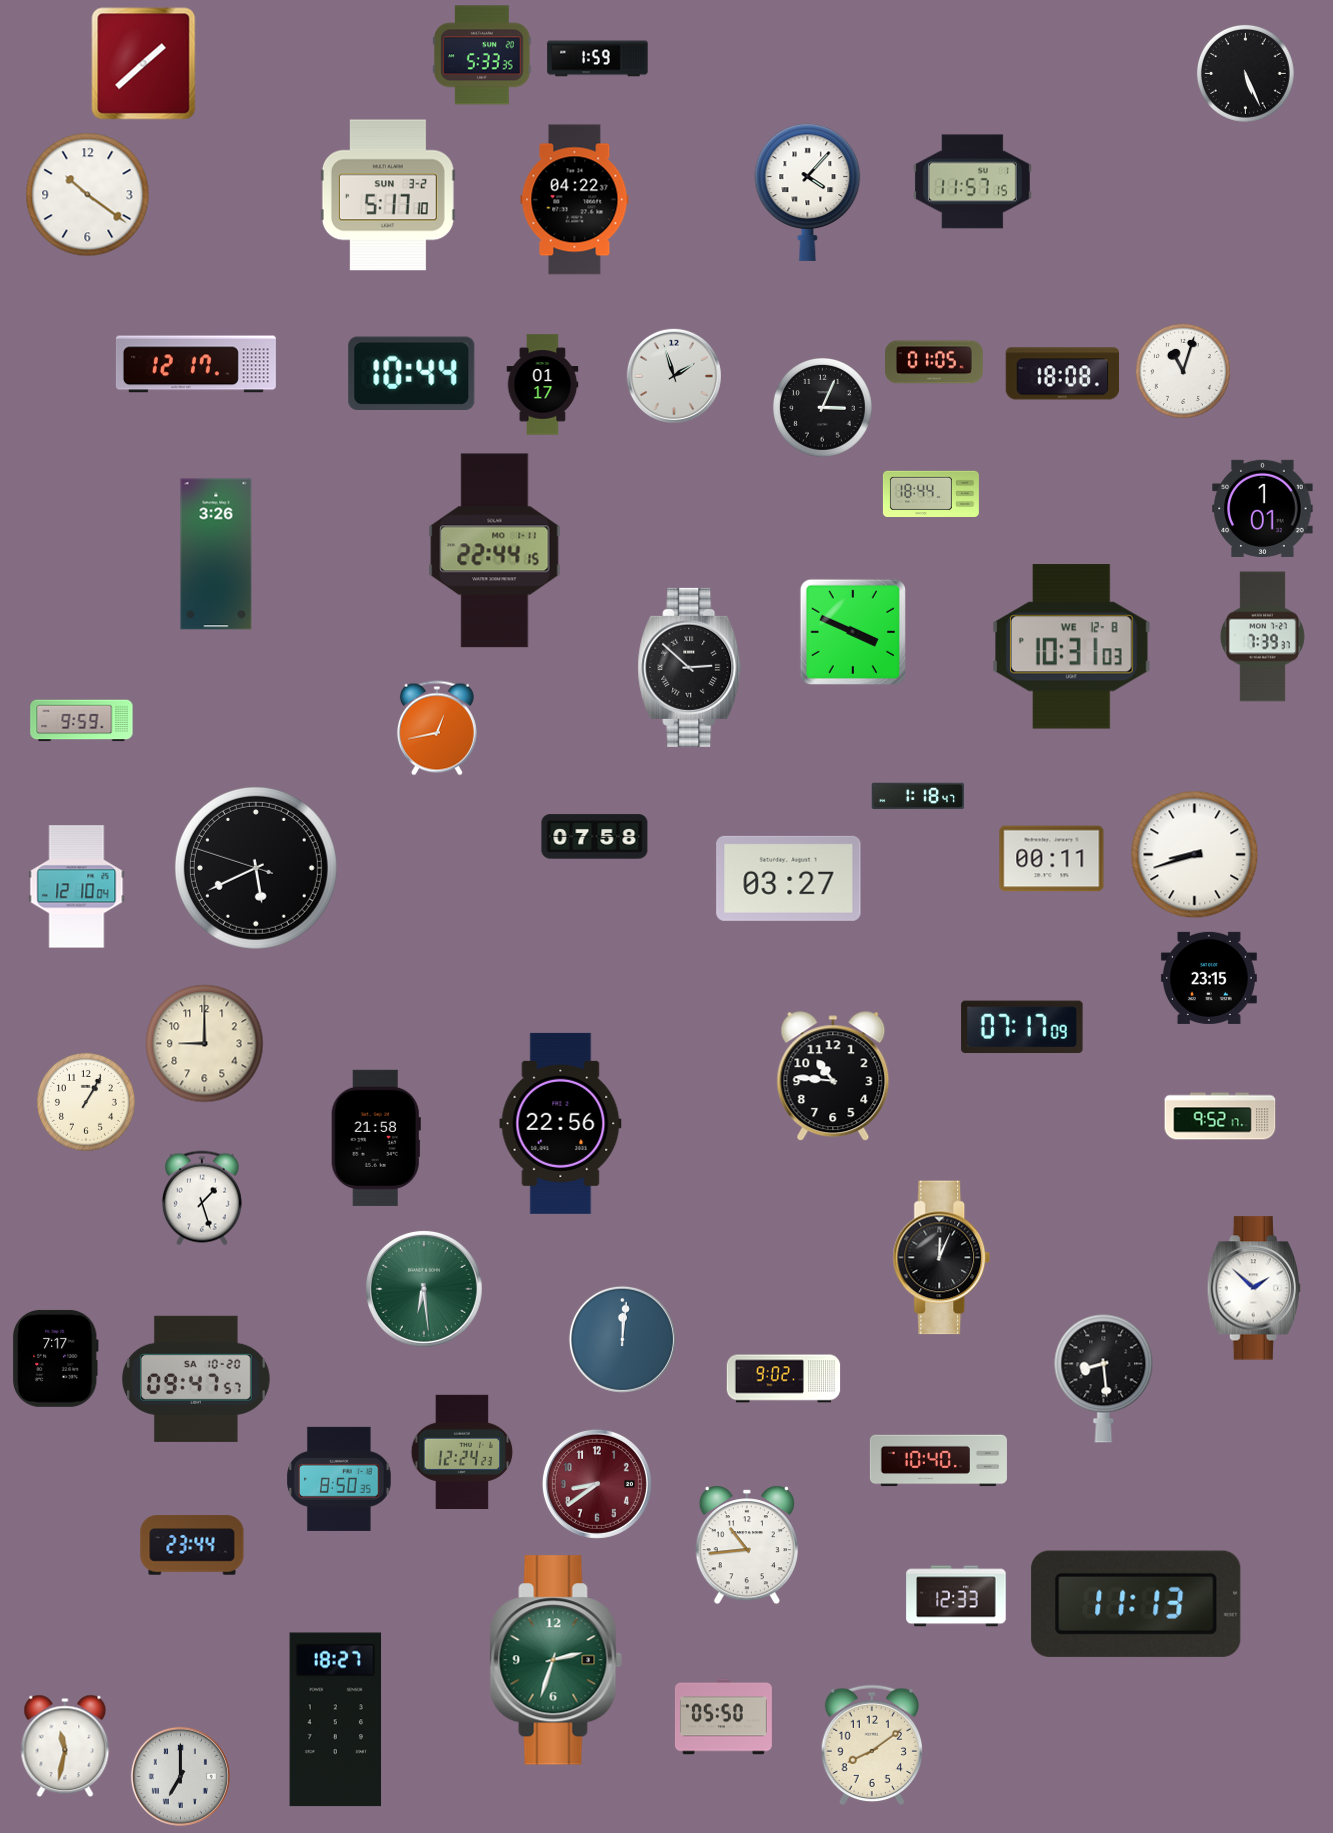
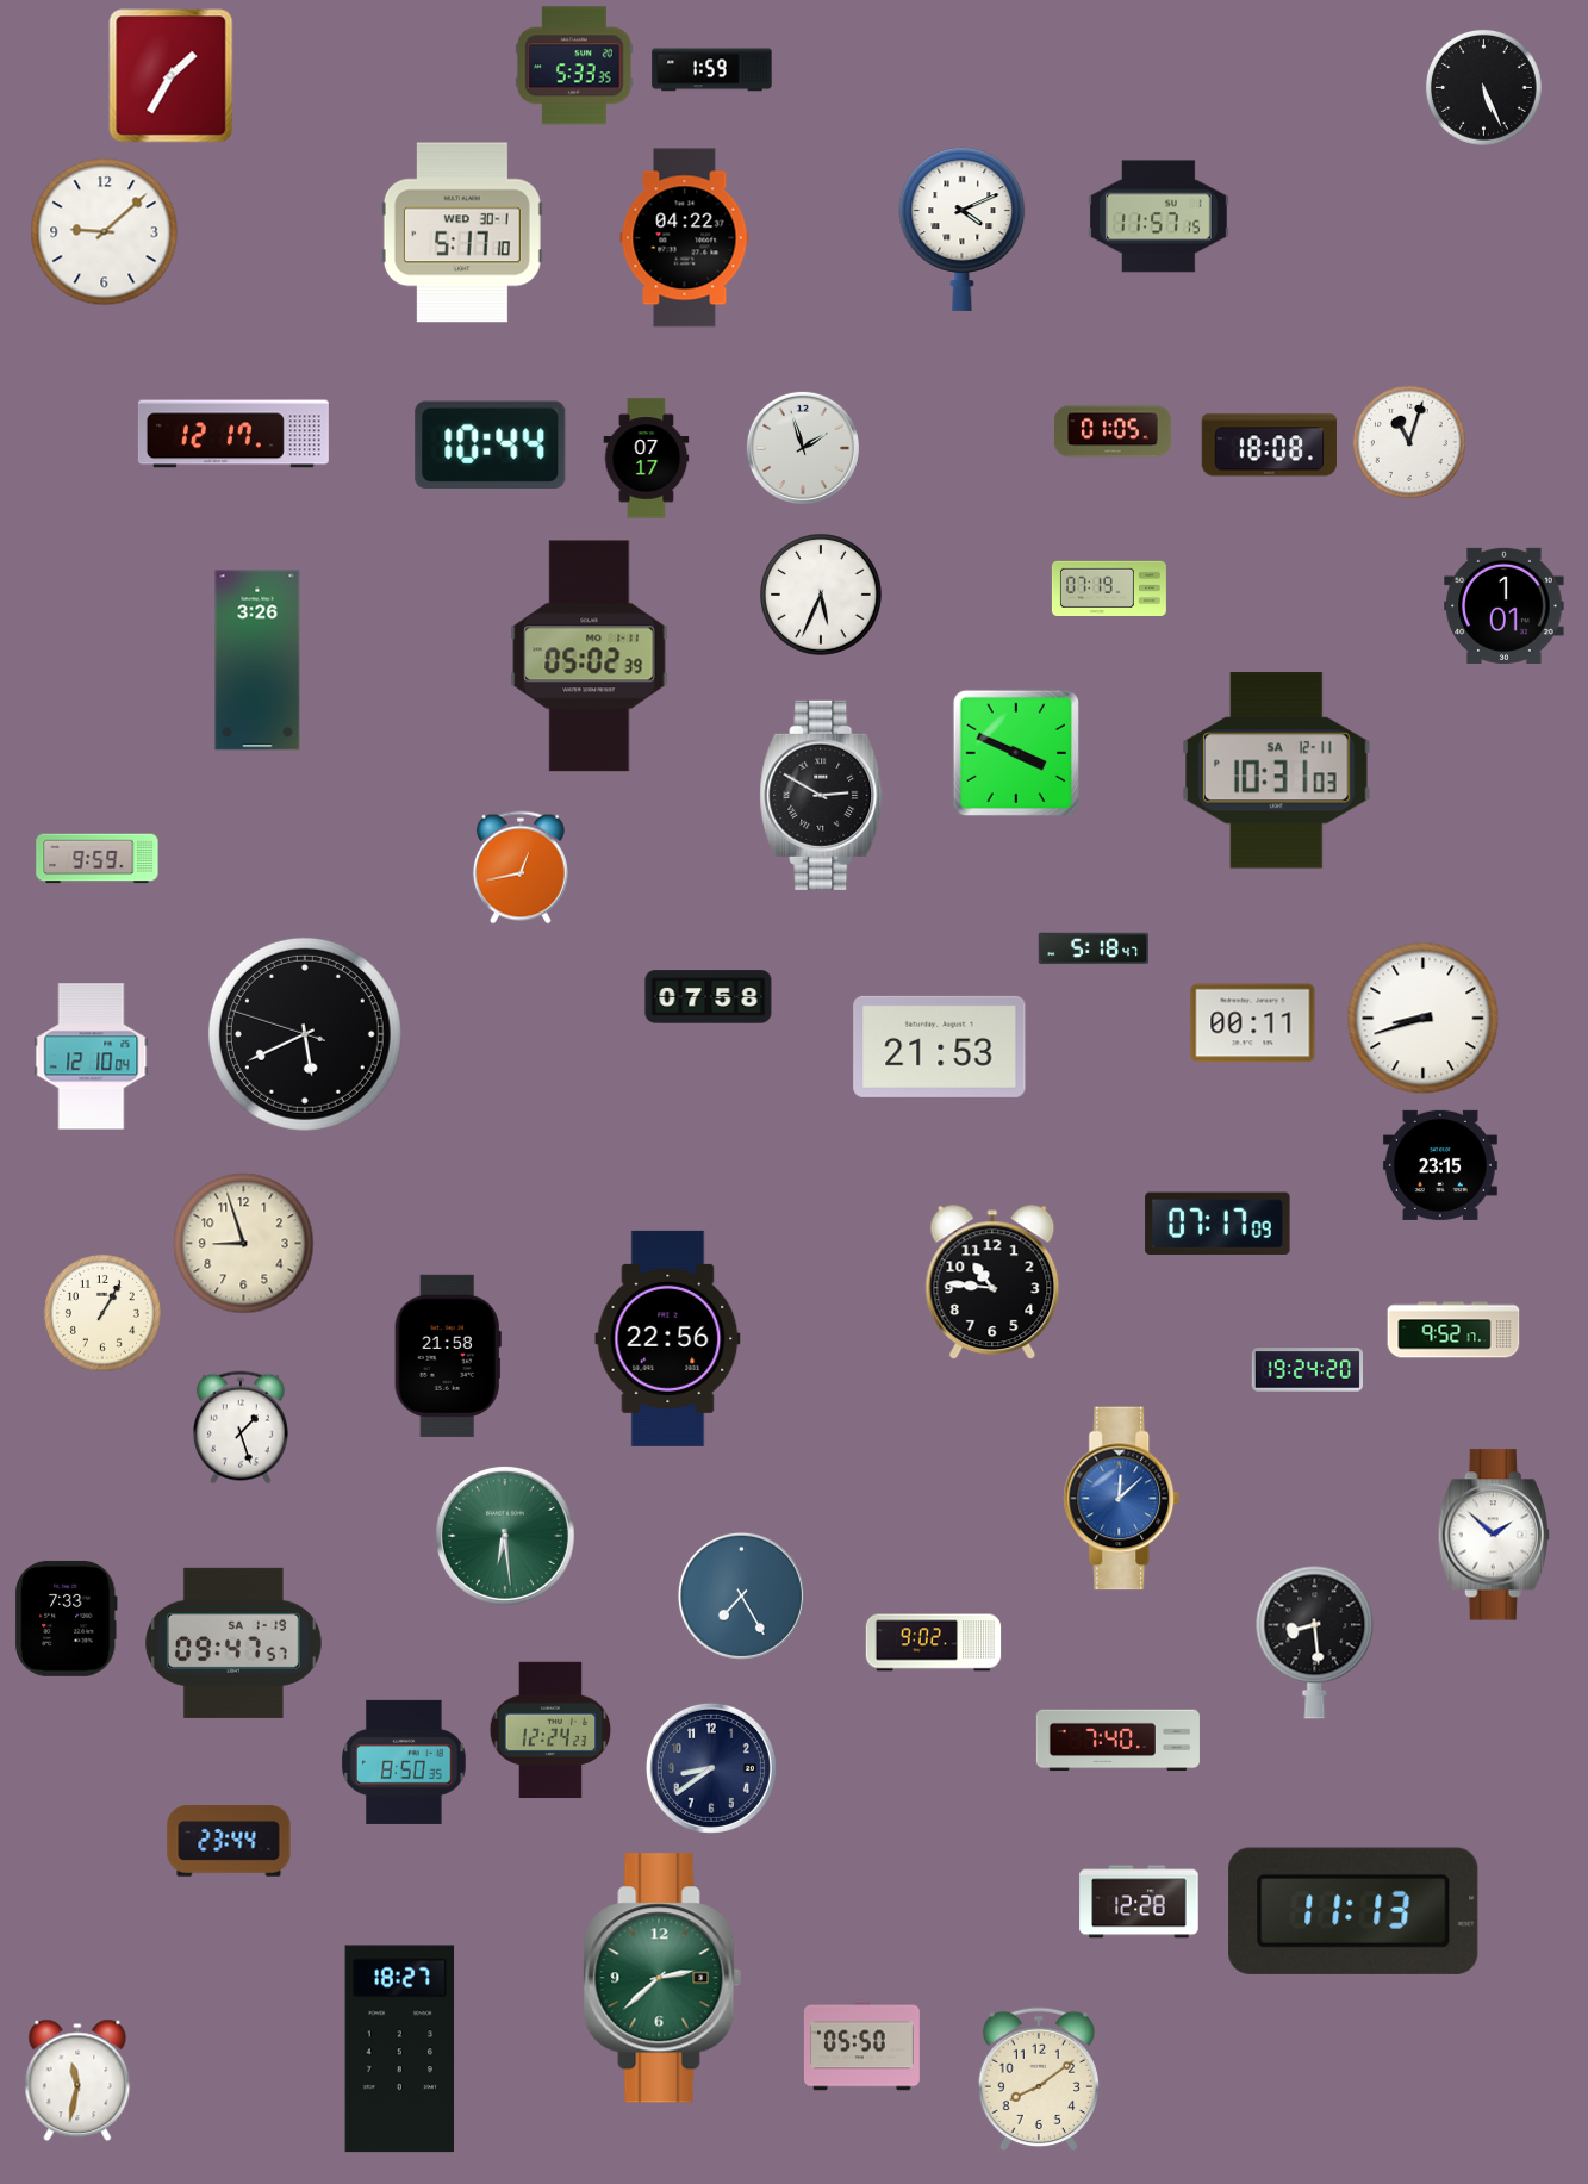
clock at (144, 64): 1:38 -> 1:35
clock at (808, 192): 4:07 -> 4:11
clock at (88, 195): 10:21 -> 9:08
clock at (388, 195) date: SUN 3-2 -> WED 30-1
clock at (1063, 374) position: (1063, 374) -> (1270, 446)
clock at (543, 385): 01:17 -> 07:17
clock at (822, 407): 3:04 -> none
clock at (931, 494): 18:44 -> 07:19
clock at (821, 595): none -> 5:34
clock at (495, 551): 22:44 -> 05:02
clock at (1262, 637): 7:39 -> none
clock at (1072, 647) date: WE 12-8 -> SA 12-11
clock at (690, 667): 2:52 -> 2:50
clock at (918, 796): 1:18 -> 5:18
clock at (789, 878): 03:27 -> 21:53
clock at (205, 1044): 9:00 -> 8:57
clock at (1308, 1370): none -> 19:24
clock at (942, 1258): 12:04 -> 12:08
clock at (942, 1258) dial: black -> blue
clock at (622, 1339): 12:01 -> 7:25
clock at (55, 1358): 7:17 -> 7:33
clock at (196, 1379) date: SA 10-20 -> SA 1-19
clock at (938, 1461): 10:40 -> 7:40
clock at (597, 1484) dial: burgundy -> navy
clock at (747, 1545): 10:44 -> none
clock at (956, 1596): 12:33 -> 12:28
clock at (556, 1660): 2:33 -> 2:38
clock at (180, 1776): 7:00 -> none
